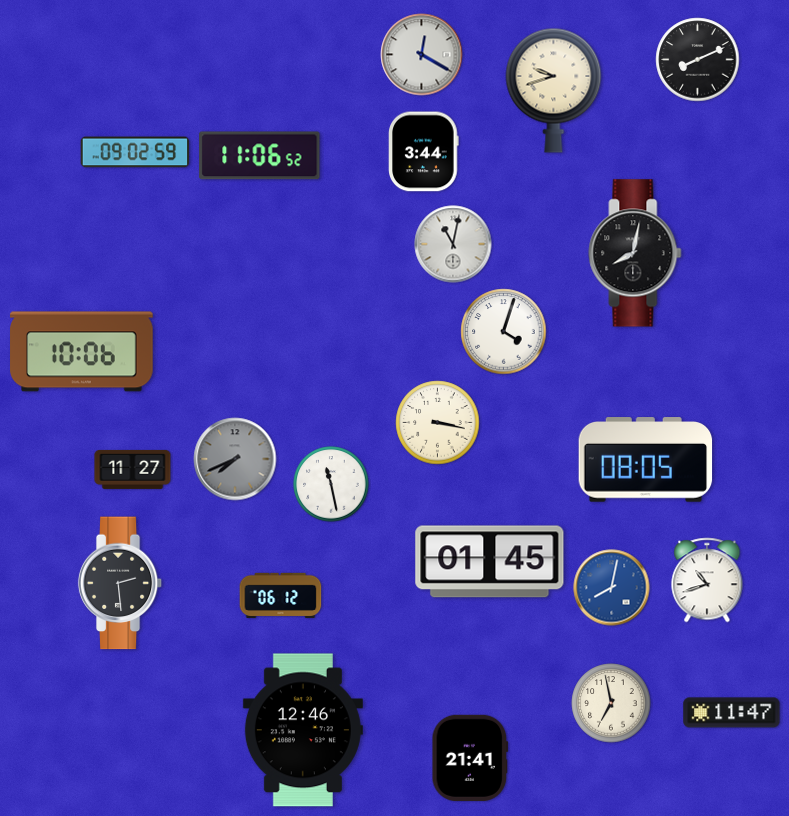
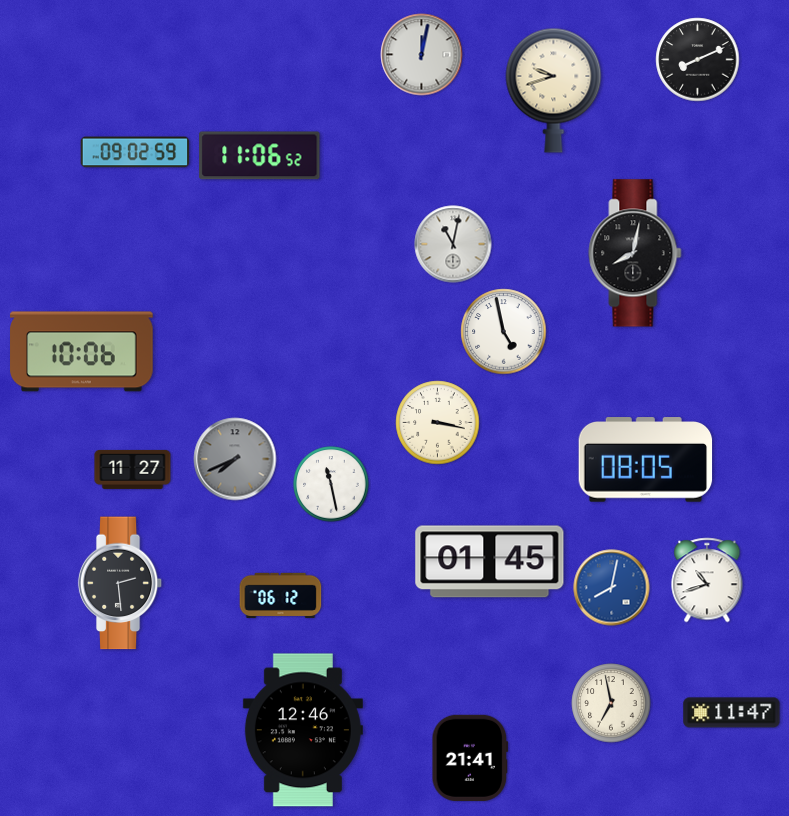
clock at (422, 55): 12:20 -> 12:02
clock at (424, 152): 3:44 -> none
clock at (504, 332): 4:03 -> 4:58
